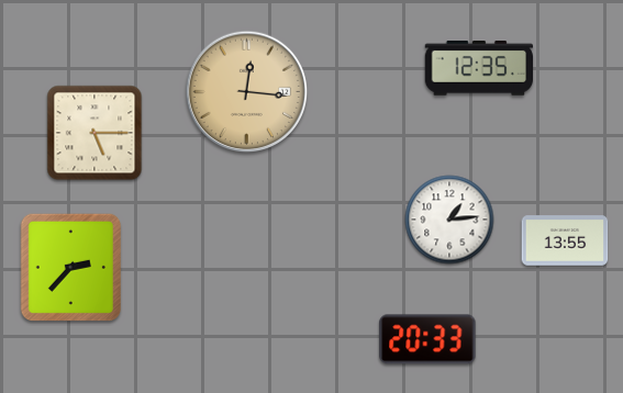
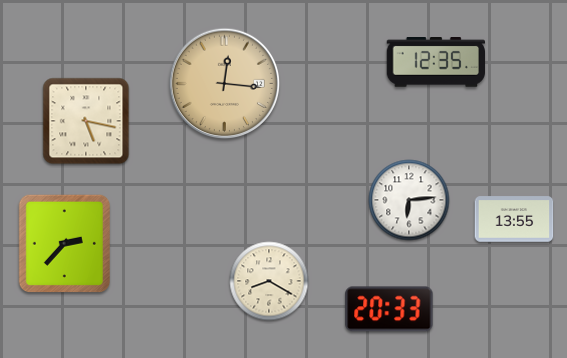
clock at (94, 133): 5:15 -> 5:17
clock at (449, 220): 1:14 -> 6:14
clock at (269, 281): none -> 8:20
